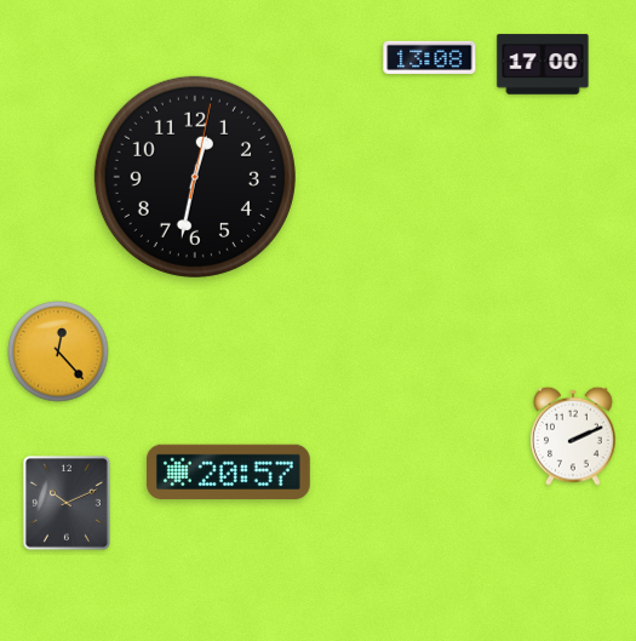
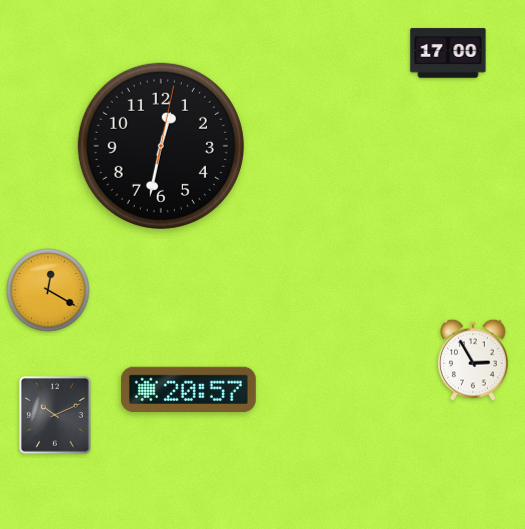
clock at (430, 57): 13:08 -> none
clock at (58, 351): 12:23 -> 12:20
clock at (574, 436): 2:11 -> 2:55
